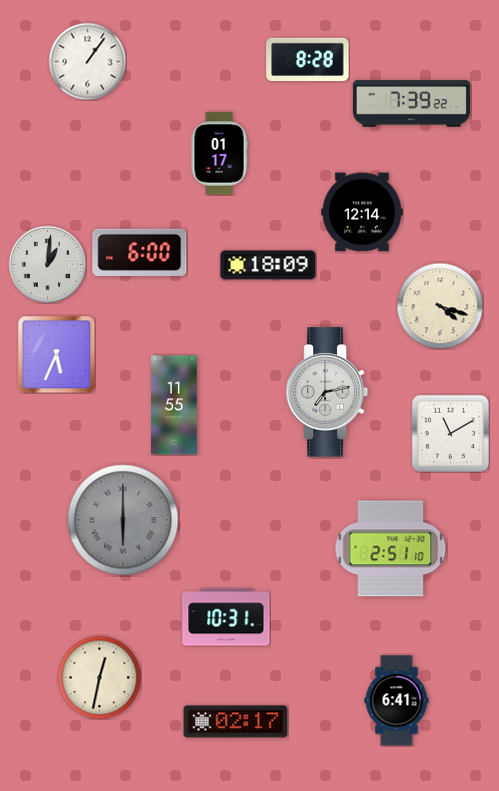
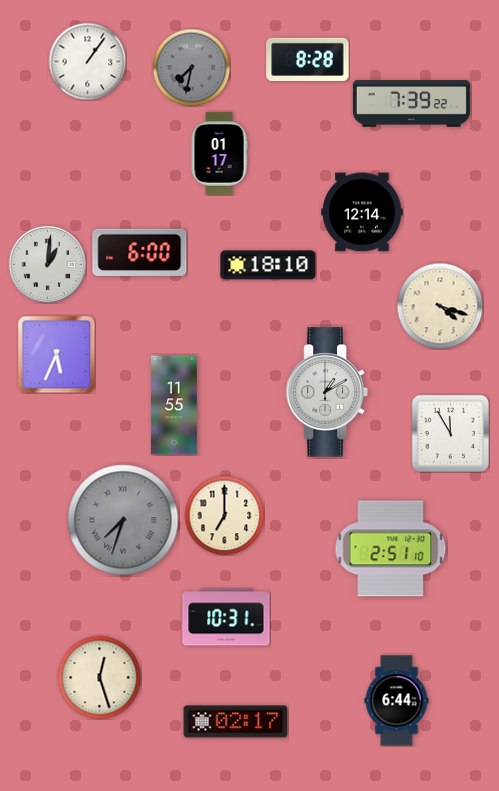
clock at (191, 67): none -> 7:32
clock at (268, 265): 18:09 -> 18:10
clock at (327, 392): 7:13 -> 1:10
clock at (450, 433): 11:10 -> 11:55
clock at (224, 515): none -> 7:00
clock at (123, 520): 6:00 -> 7:33
clock at (99, 677): 12:32 -> 12:27
clock at (397, 701): 6:41 -> 6:44
